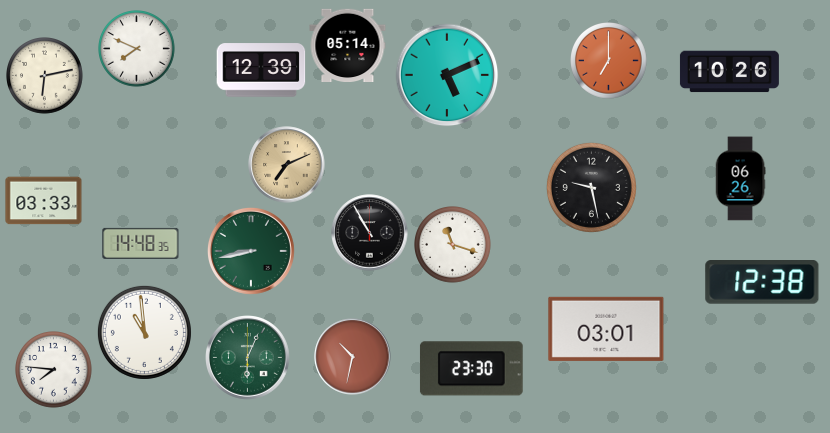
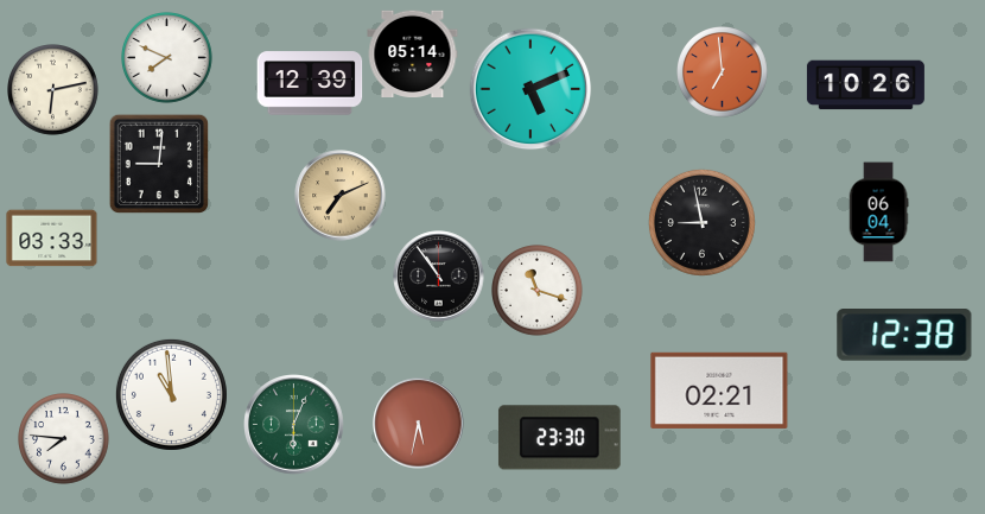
clock at (137, 49) position: (137, 49) -> (167, 58)
clock at (609, 61): 7:00 -> 6:59
clock at (159, 164): none -> 9:01
clock at (740, 179): 06:26 -> 06:04
clock at (591, 187): 9:28 -> 8:58
clock at (370, 233): 10:55 -> 10:54
clock at (141, 243): 14:48 -> none
clock at (251, 251): 8:43 -> none
clock at (606, 329): 03:01 -> 02:21
clock at (353, 357): 10:32 -> 5:32
